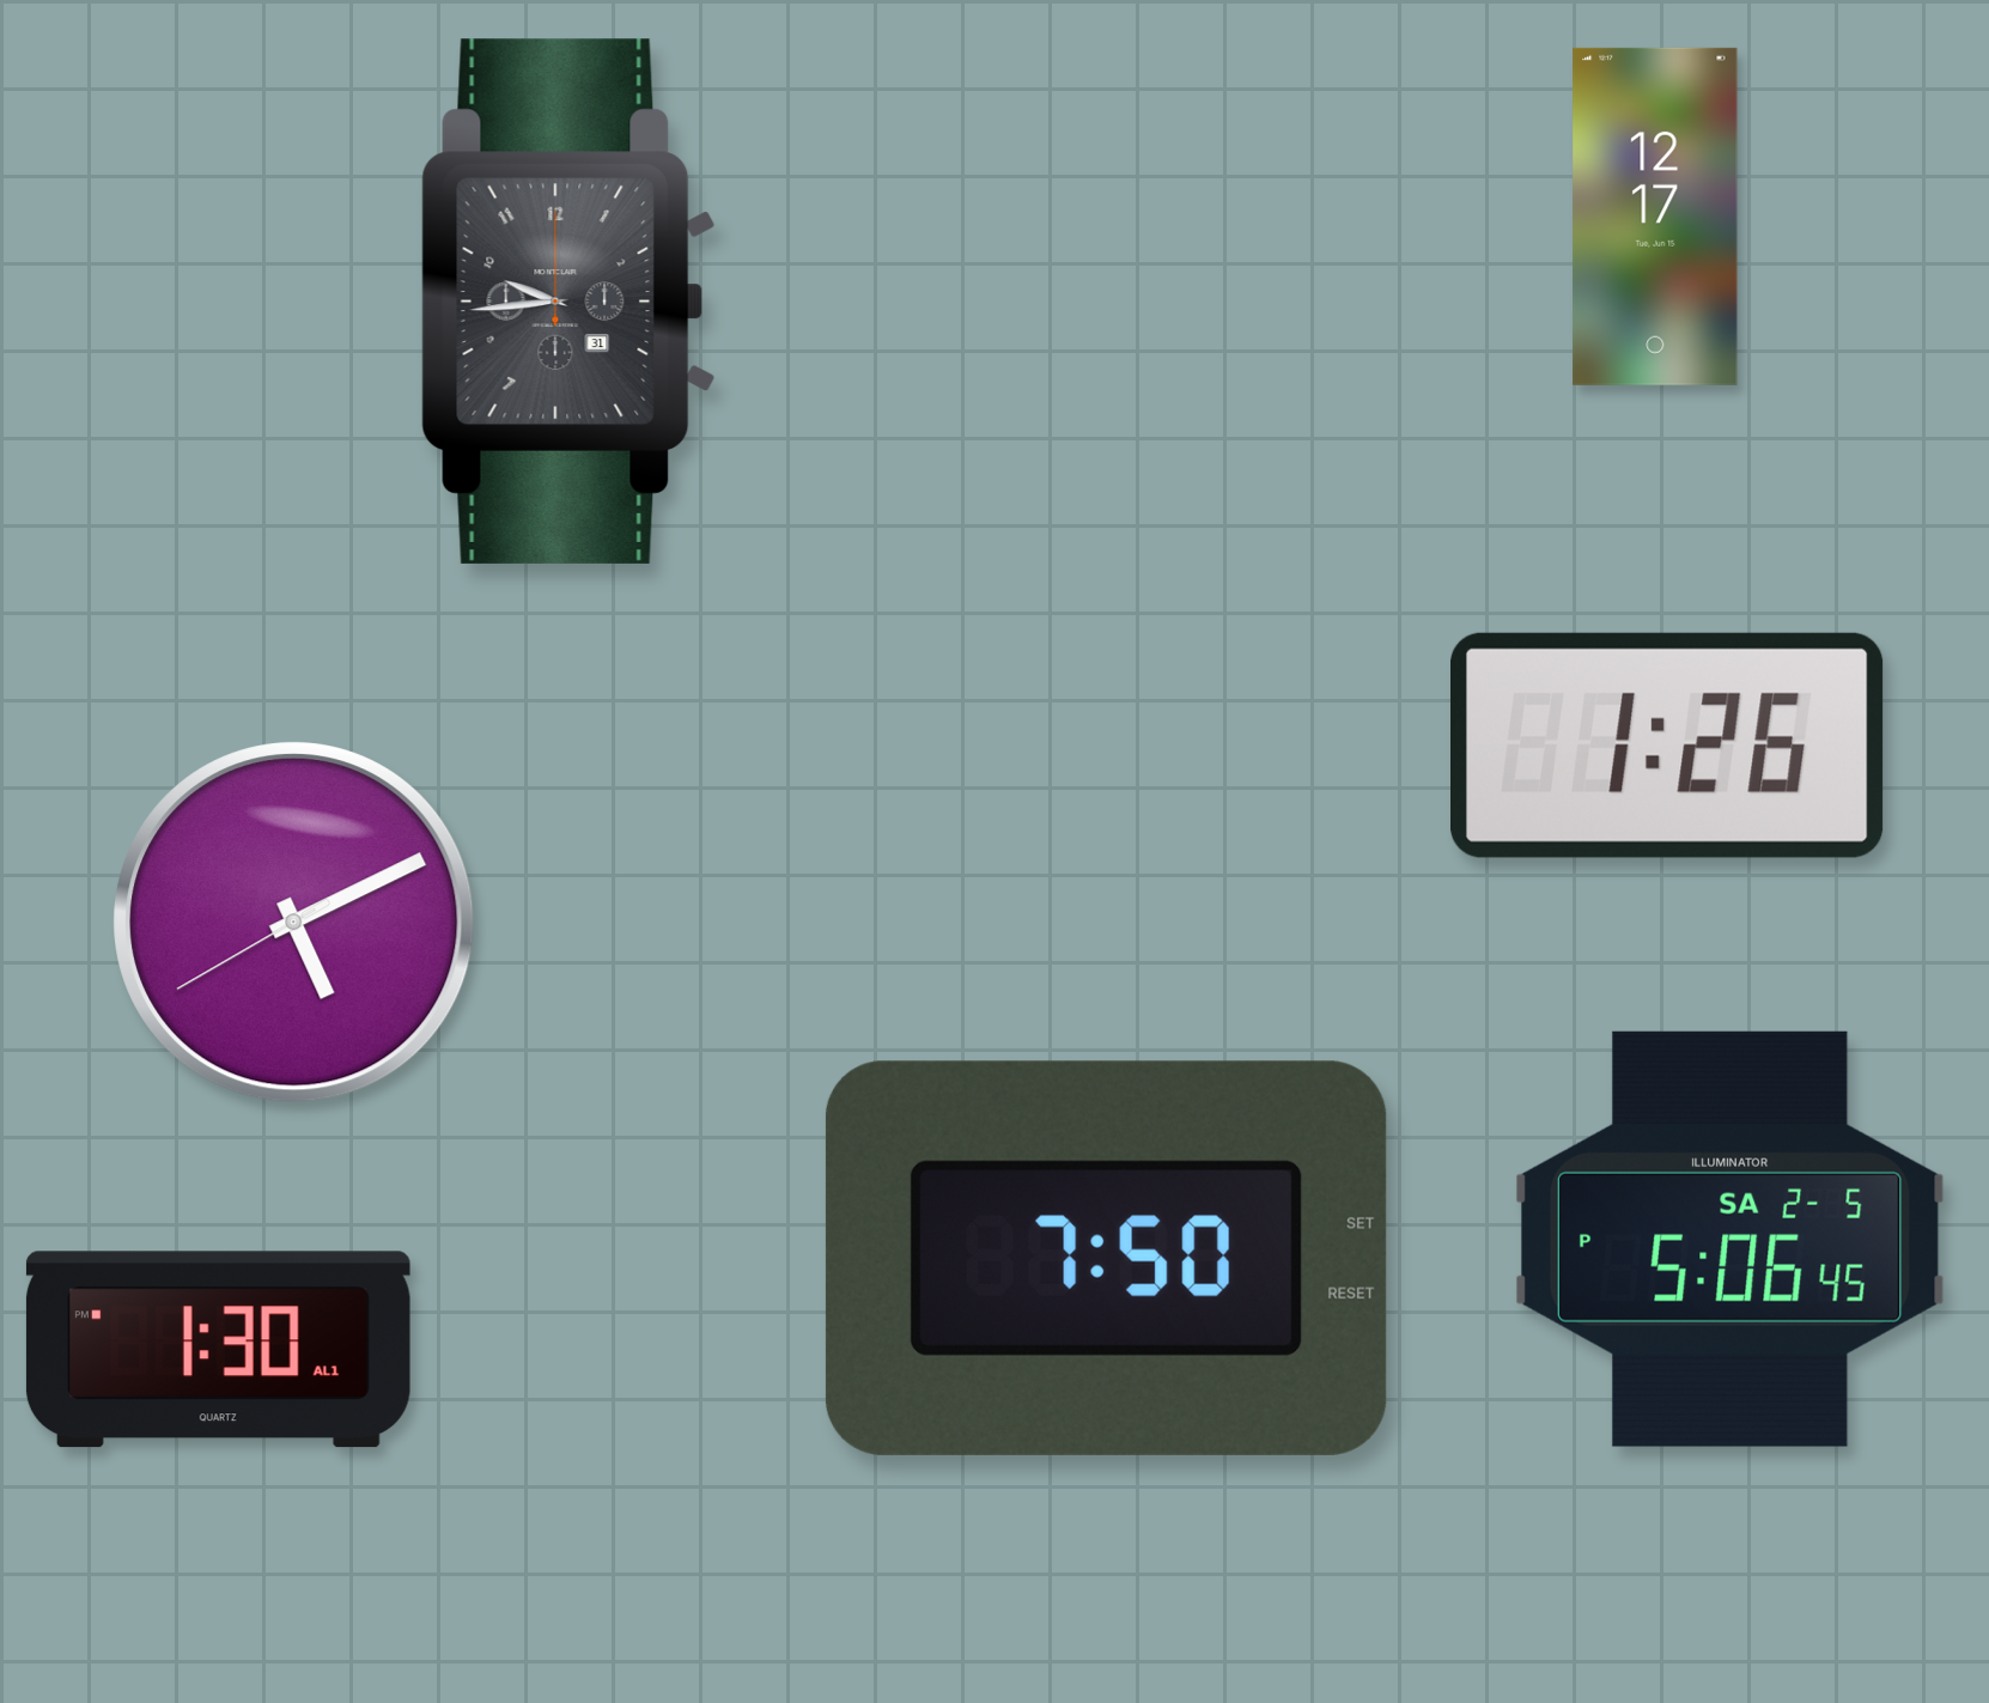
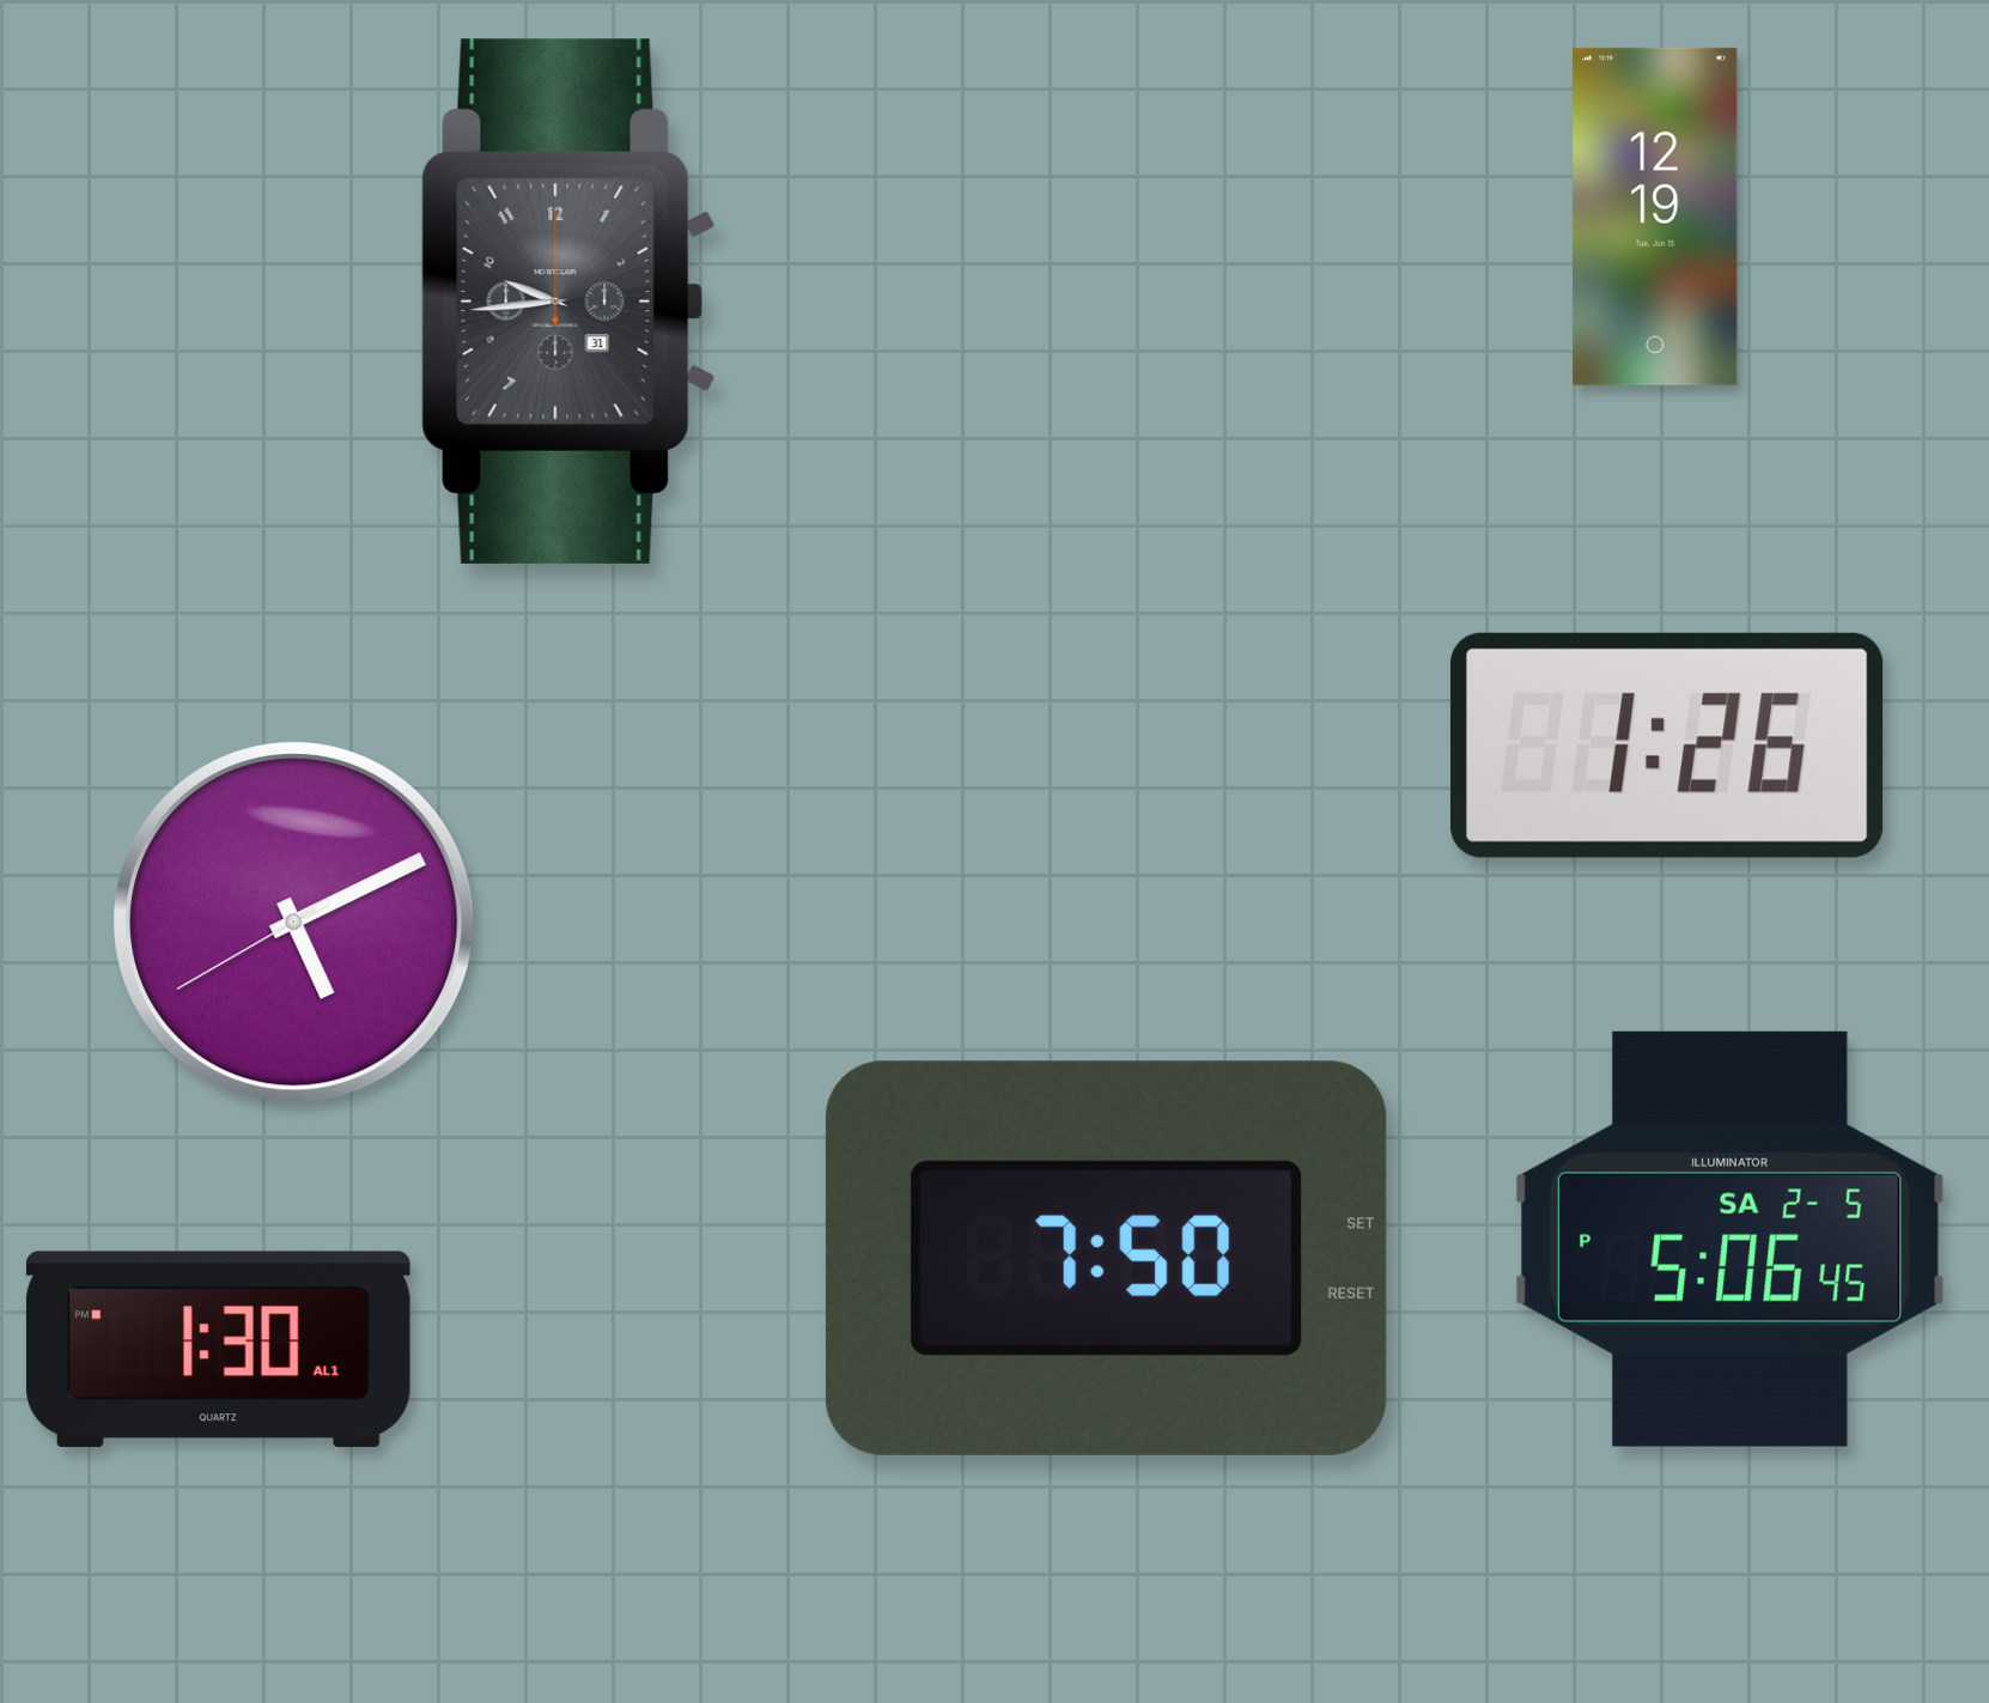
clock at (1655, 217): 12:17 -> 12:19
